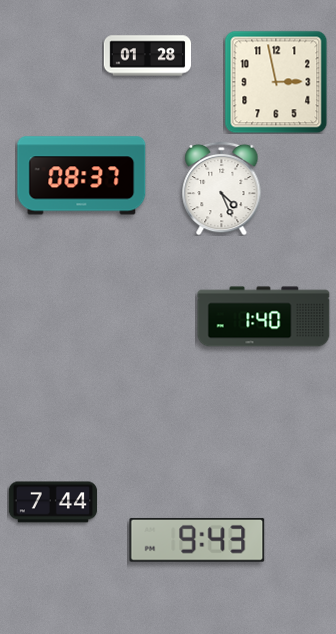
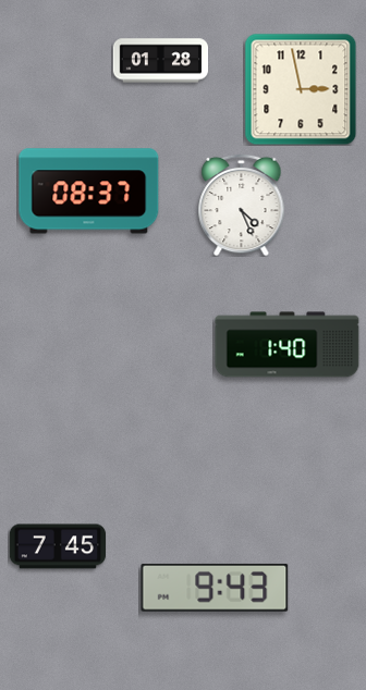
clock at (52, 502): 7:44 -> 7:45
